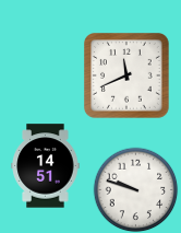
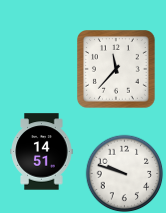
clock at (128, 77): 11:41 -> 11:37
